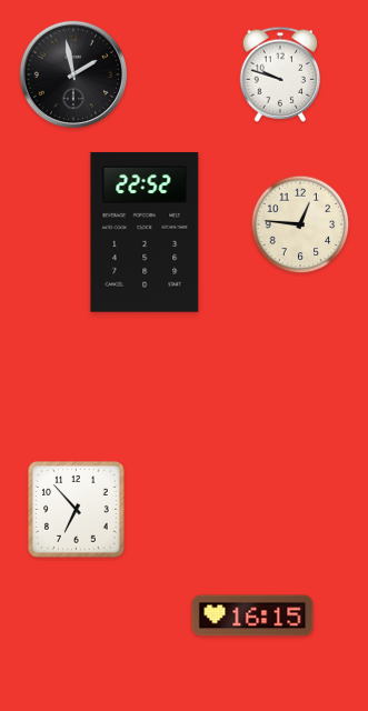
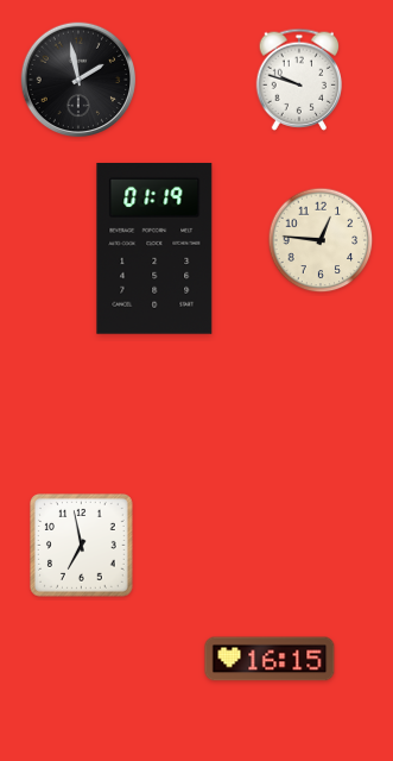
clock at (145, 232): 22:52 -> 01:19
clock at (77, 510): 6:53 -> 6:58
